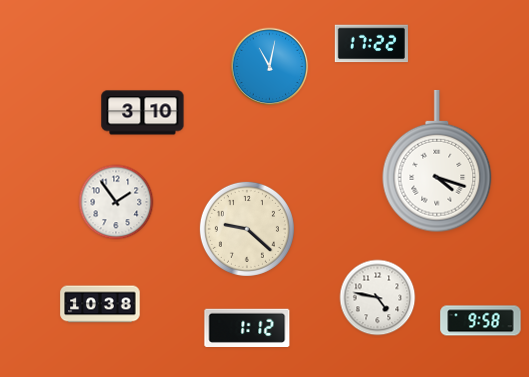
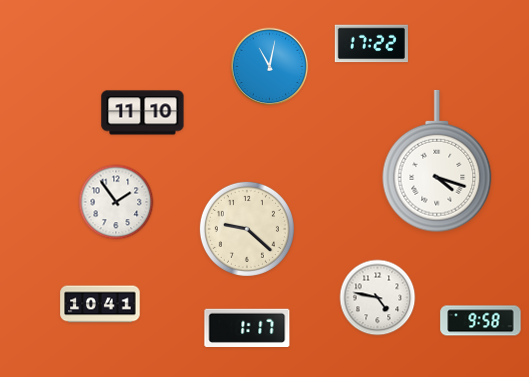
clock at (143, 113): 3:10 -> 11:10
clock at (100, 304): 10:38 -> 10:41
clock at (247, 327): 1:12 -> 1:17
